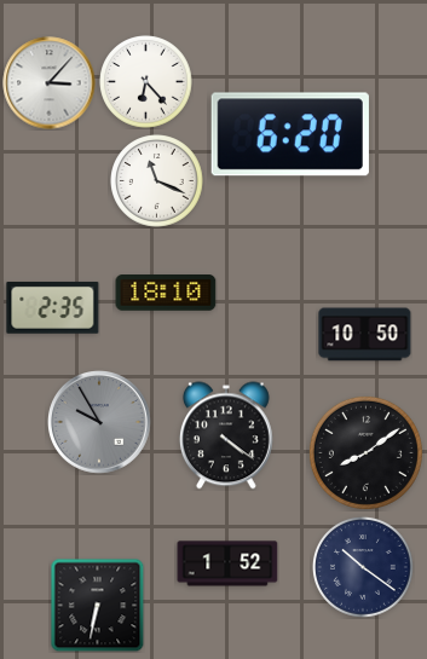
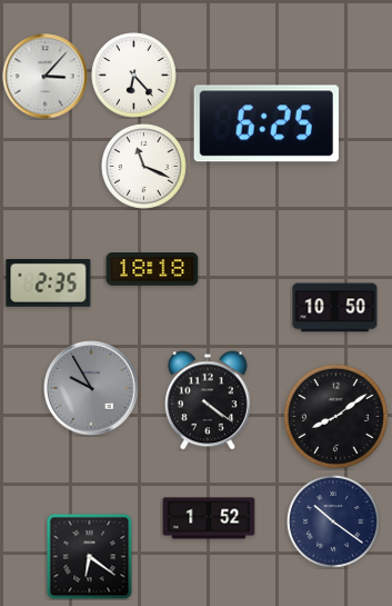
clock at (290, 134): 6:20 -> 6:25
clock at (166, 293): 18:10 -> 18:18
clock at (97, 605): 6:32 -> 6:21
